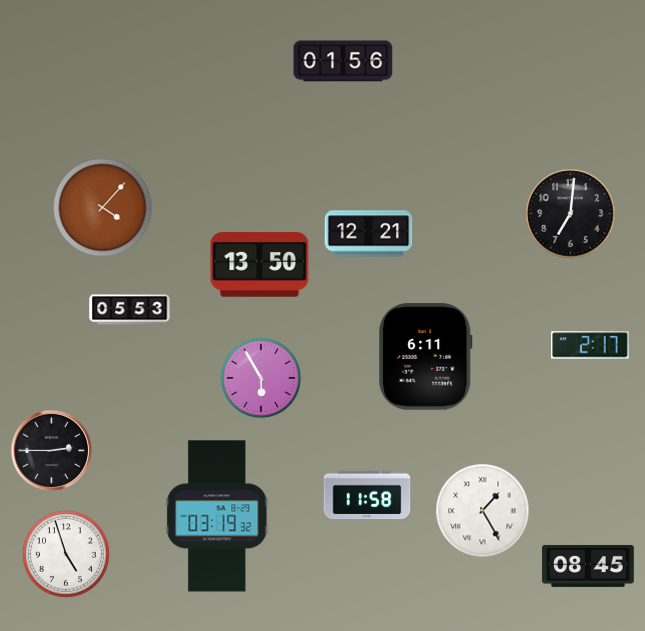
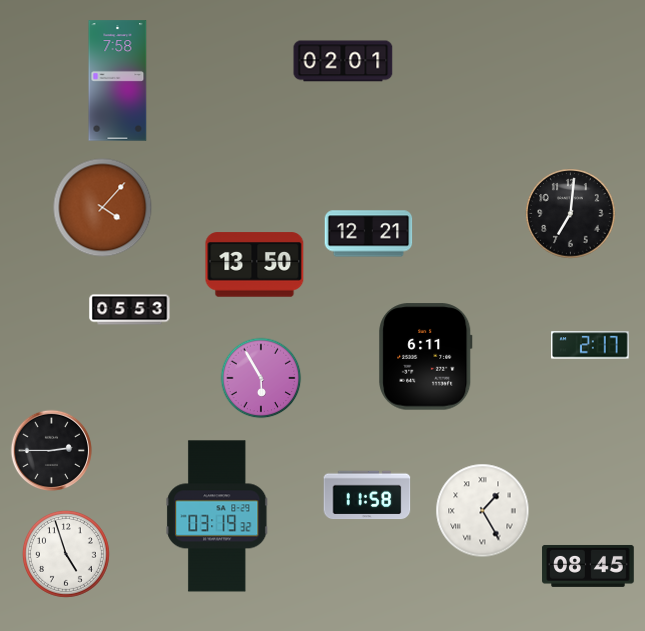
clock at (343, 61): 01:56 -> 02:01
clock at (118, 81): none -> 7:58
clock at (260, 265) position: (260, 265) -> (255, 265)
